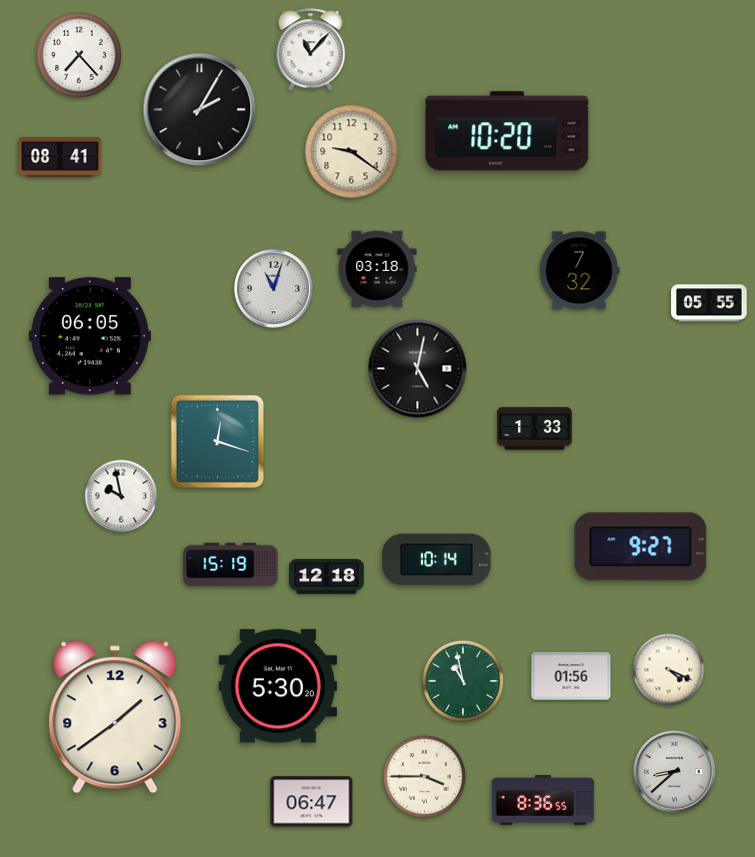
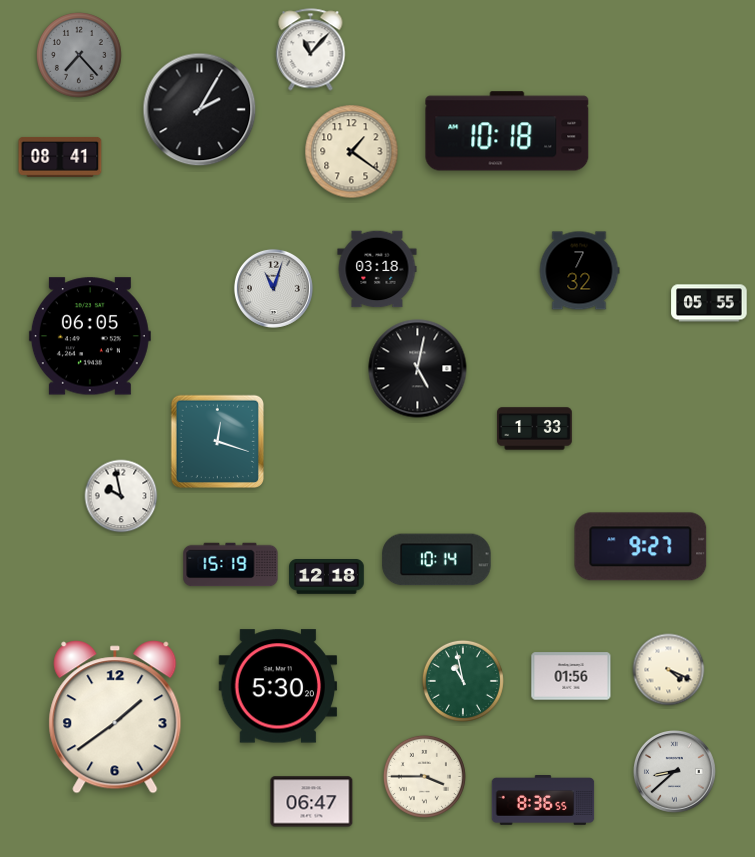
clock at (80, 56) dial: white -> grey
clock at (507, 131): 10:20 -> 10:18
clock at (352, 152): 9:21 -> 1:21
